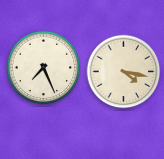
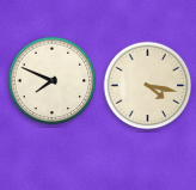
clock at (44, 68): 7:26 -> 7:49
